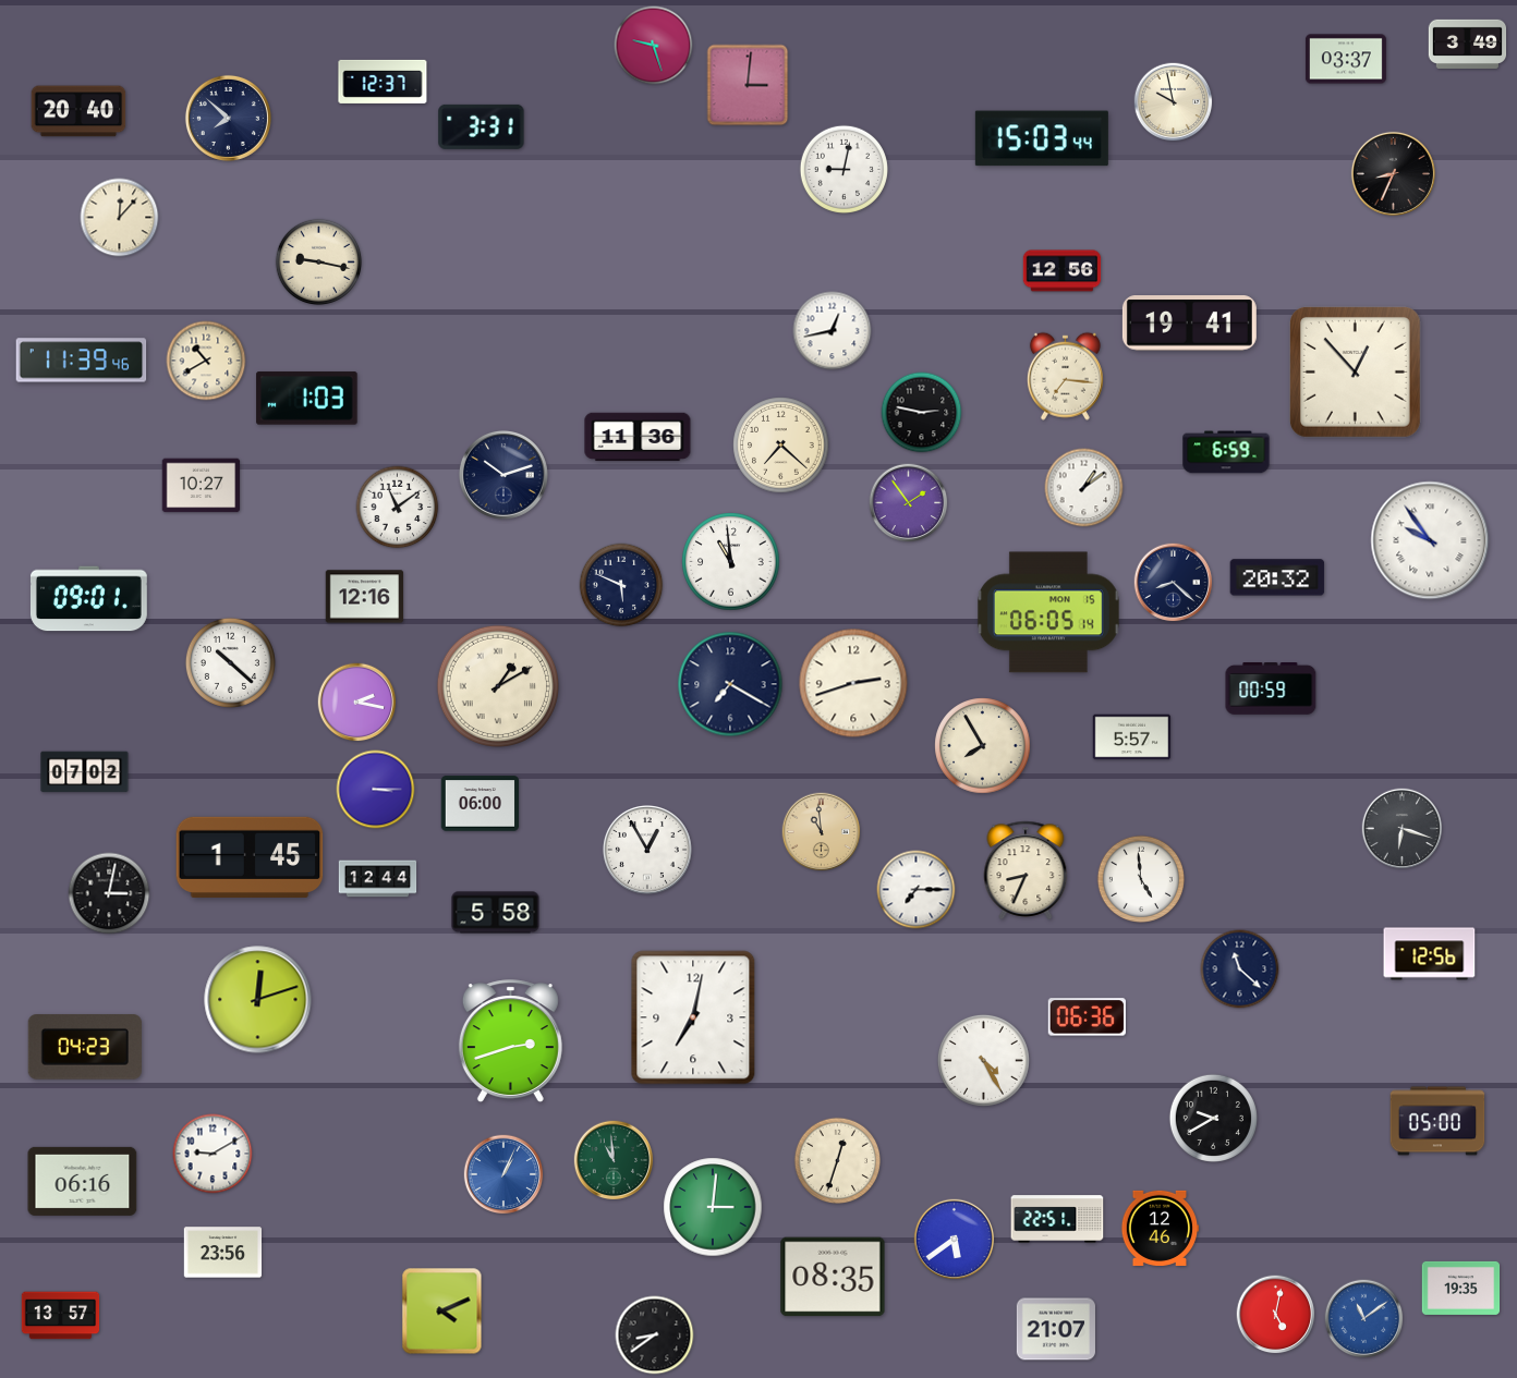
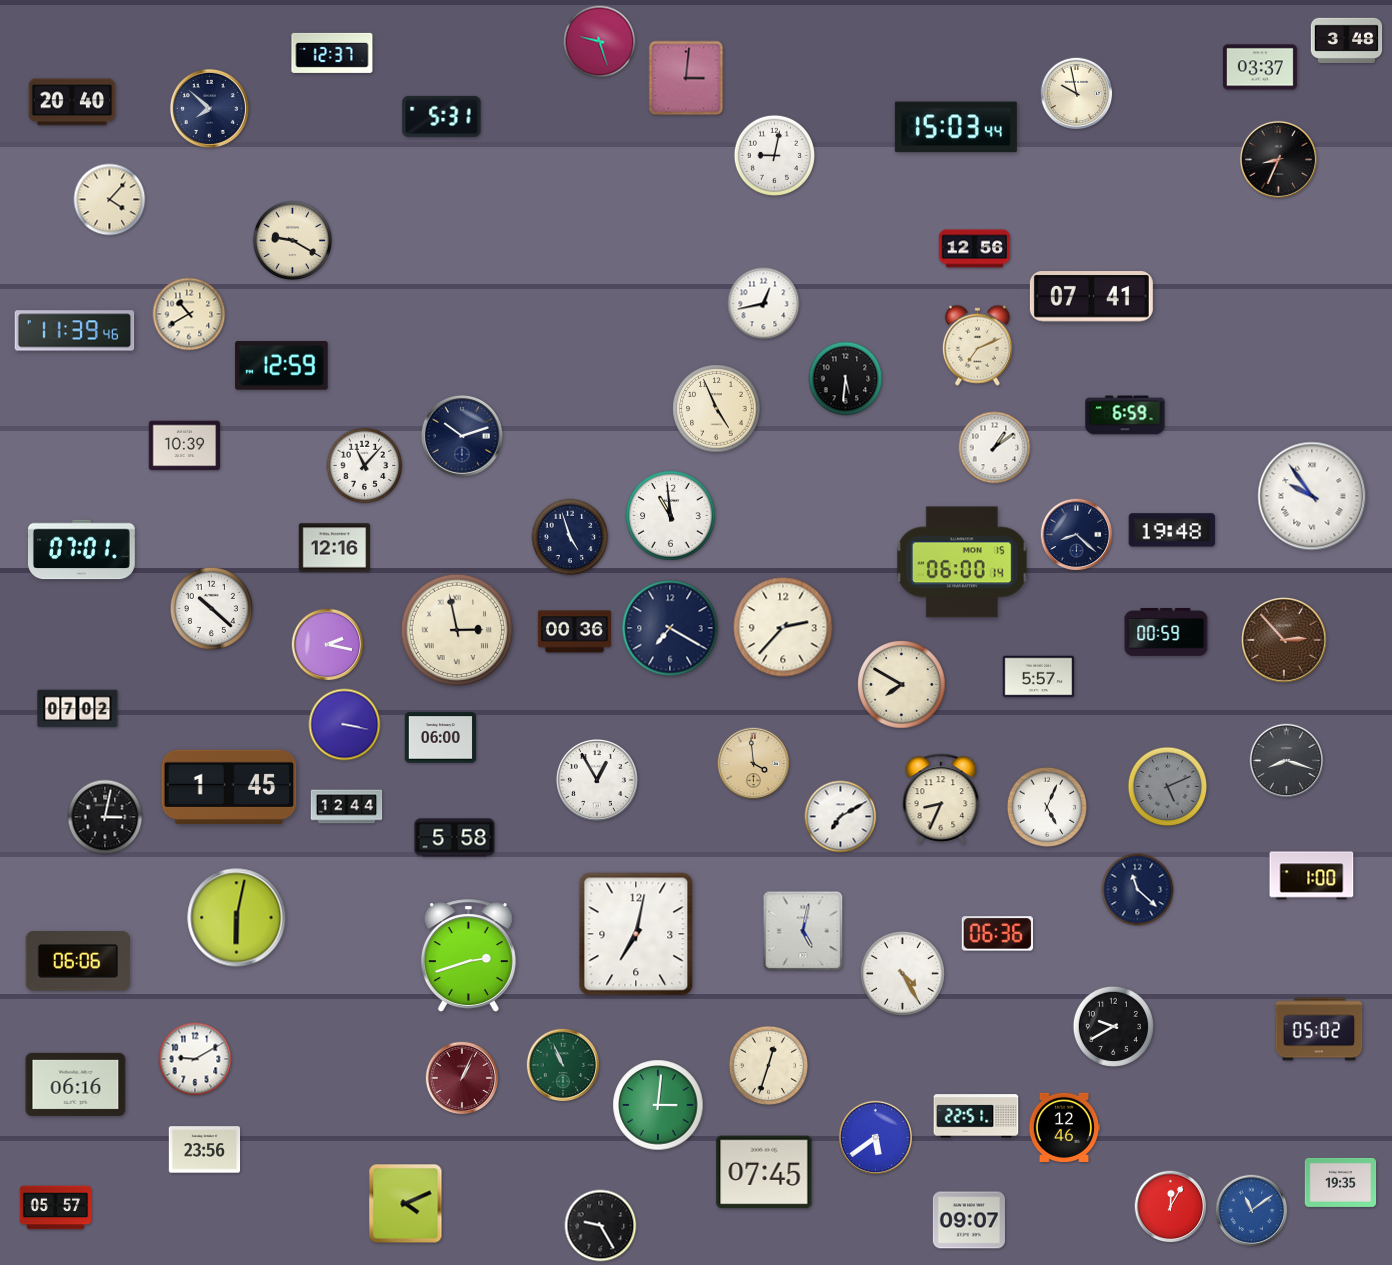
clock at (1468, 44): 3:49 -> 3:48
clock at (1346, 59) position: (1346, 59) -> (1260, 67)
clock at (383, 82) position: (383, 82) -> (332, 53)
clock at (482, 126): 3:31 -> 5:31
clock at (120, 218): 12:07 -> 4:07
clock at (319, 263): 9:17 -> 9:20
clock at (1189, 324): 19:41 -> 07:41
clock at (206, 361) position: (206, 361) -> (189, 314)
clock at (1355, 371): 12:53 -> none
clock at (1065, 376): 7:16 -> 7:11
clock at (307, 399): 1:03 -> 12:59
clock at (922, 413): 2:47 -> 5:31
clock at (638, 437): 11:36 -> none
clock at (781, 446): 7:22 -> 4:56
clock at (202, 486): 10:27 -> 10:39
clock at (909, 503): 1:54 -> none
clock at (398, 508): 11:09 -> 11:07
clock at (1277, 577): 20:32 -> 19:48
clock at (621, 585): 5:49 -> 4:57
clock at (88, 599): 09:01 -> 07:01
clock at (1048, 612): 06:05 -> 06:00
clock at (853, 683): 2:42 -> 2:37
clock at (497, 685): 1:10 -> 2:58
clock at (574, 632): none -> 00:36
clock at (1284, 640): none -> 2:53
clock at (983, 746): 7:55 -> 7:50
clock at (376, 790): 3:15 -> 3:17
clock at (1403, 829): 6:18 -> 8:18
clock at (822, 832): 10:59 -> 3:59
clock at (647, 850) position: (647, 850) -> (597, 780)
clock at (1168, 787): none -> 5:11
clock at (1140, 878): 4:59 -> 5:04
clock at (917, 890): 7:15 -> 7:10
clock at (109, 893) position: (109, 893) -> (105, 817)
clock at (1430, 954): 12:56 -> 1:00
clock at (258, 1000): 12:12 -> 6:02
clock at (803, 931): none -> 5:02
clock at (85, 1047): 04:23 -> 06:06
clock at (1437, 1121): 05:00 -> 05:02
clock at (614, 1160): 10:59 -> 10:56
clock at (503, 1174) dial: blue -> burgundy
clock at (713, 1207) position: (713, 1207) -> (658, 1105)
clock at (1057, 1219) position: (1057, 1219) -> (976, 1116)
clock at (833, 1277): 08:35 -> 07:45
clock at (1276, 1315): 5:02 -> 12:05
clock at (61, 1316): 13:57 -> 05:57
clock at (1056, 1329): 21:07 -> 09:07
clock at (655, 1336): 8:39 -> 9:25
